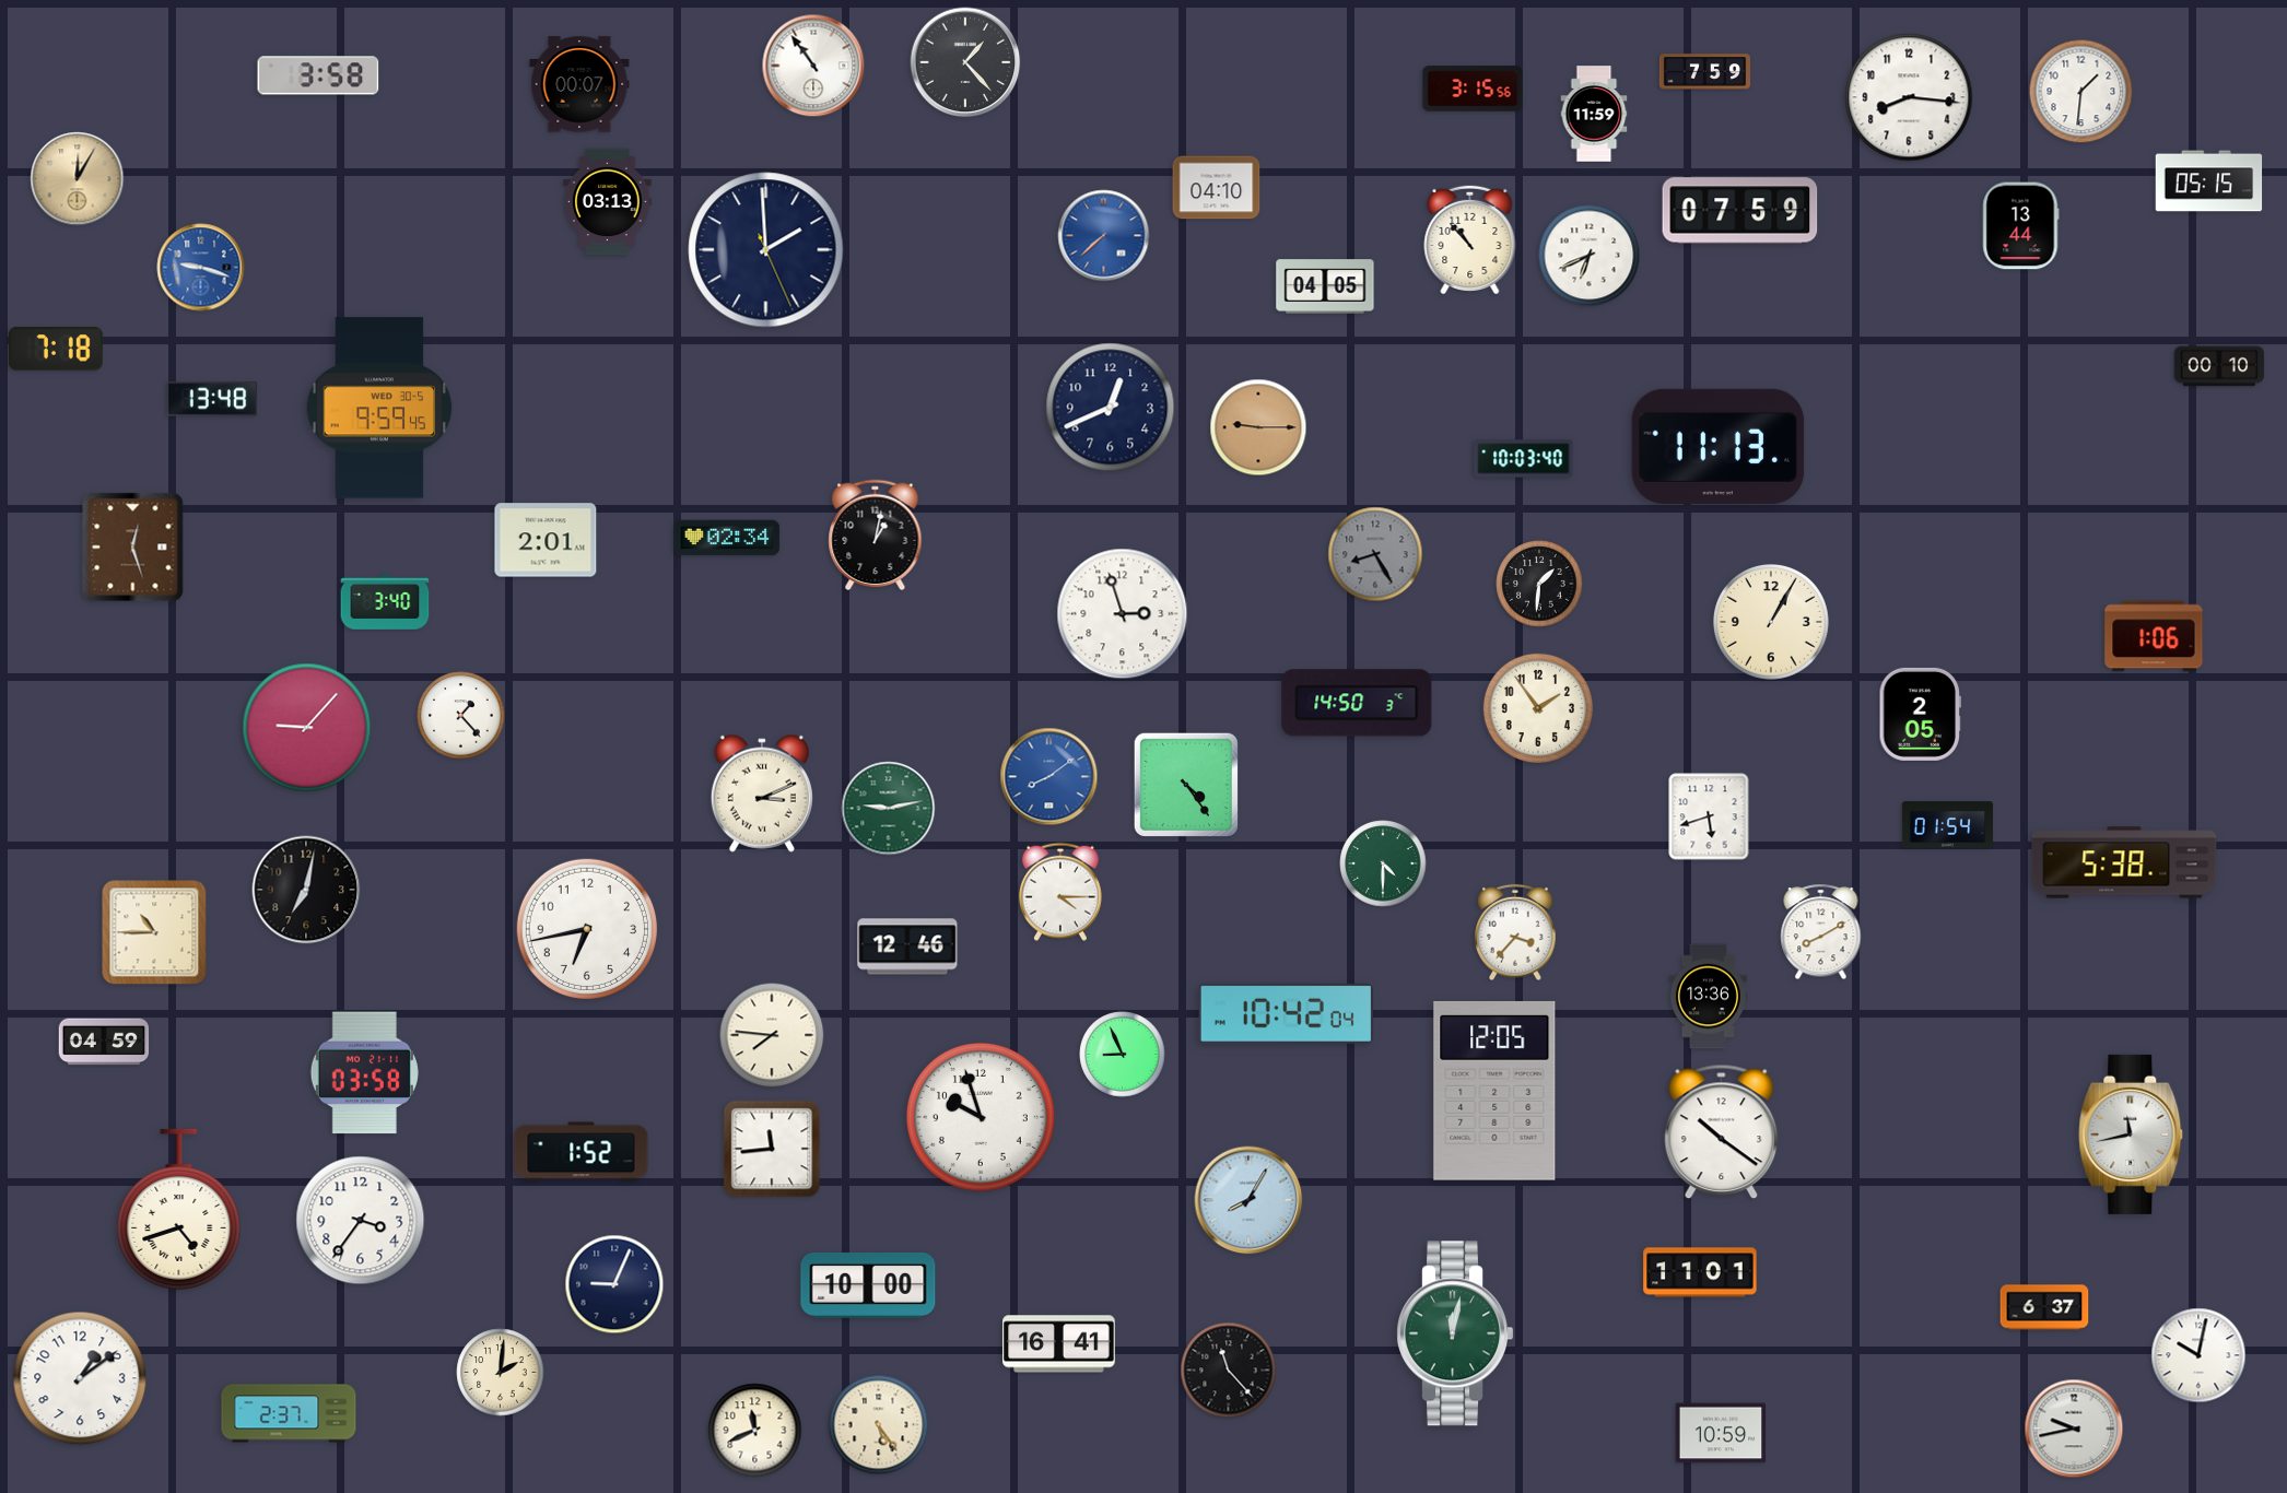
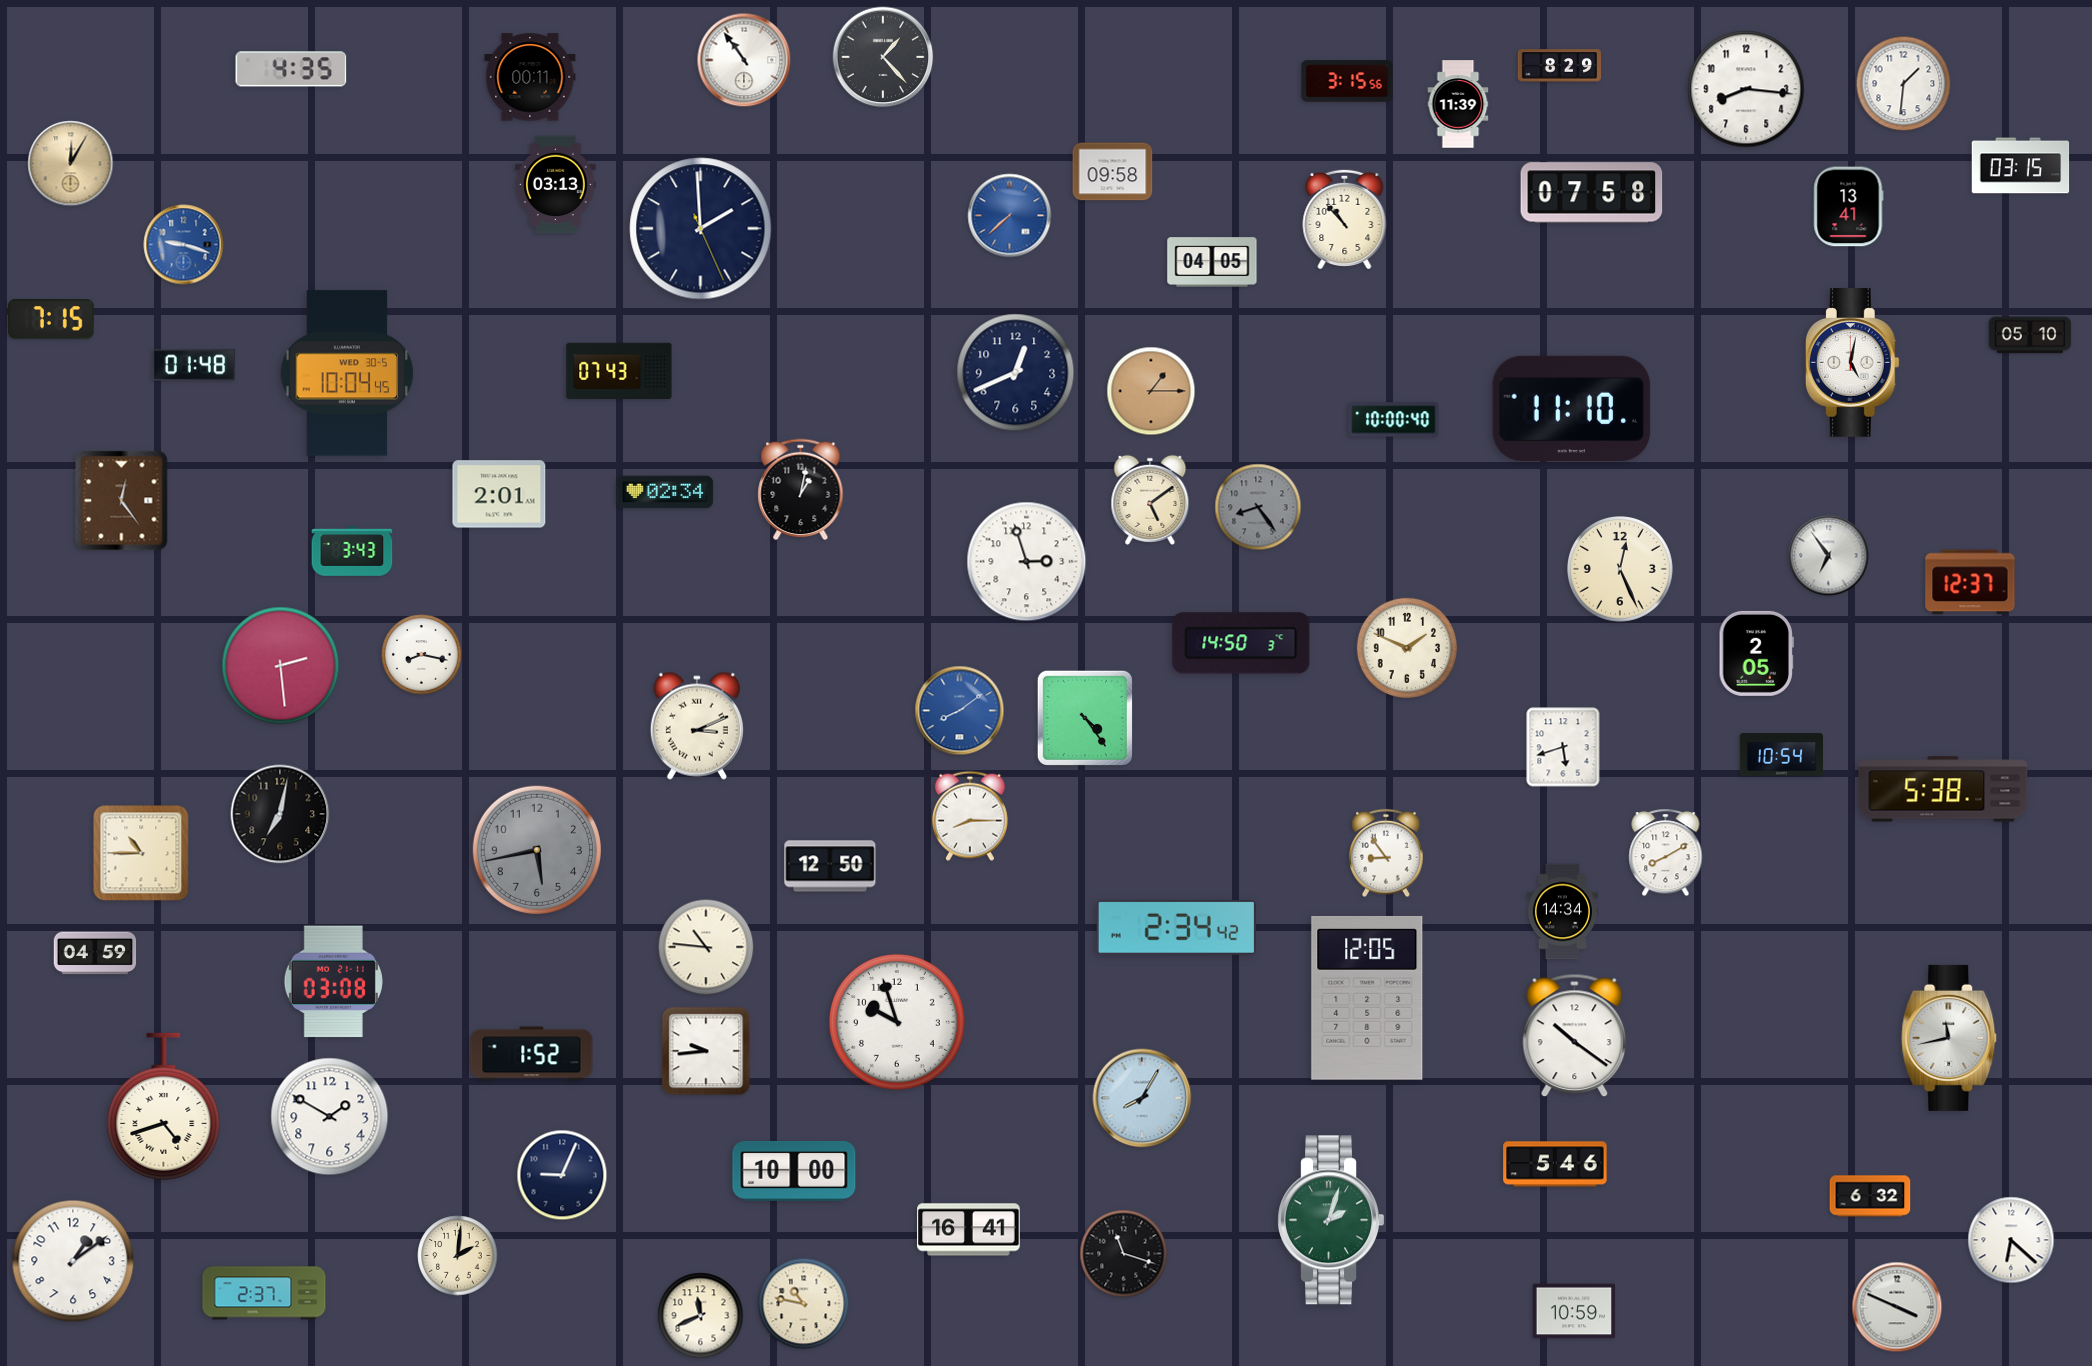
clock at (1704, 72): 7:59 -> 8:29
clock at (318, 75): 3:58 -> 4:35
clock at (579, 84): 00:07 -> 00:11
clock at (1594, 114): 11:59 -> 11:39
clock at (2209, 181): 05:15 -> 03:15
clock at (1217, 188): 04:10 -> 09:58
clock at (1740, 211): 07:59 -> 07:58
clock at (2021, 226): 13:44 -> 13:41
clock at (1590, 256): 6:41 -> none
clock at (56, 349): 7:18 -> 7:15
clock at (2219, 366): 00:10 -> 05:10
clock at (1852, 363): none -> 5:02
clock at (212, 399): 13:48 -> 01:48
clock at (619, 370): none -> 07:43
clock at (379, 408): 9:59 -> 10:04
clock at (1258, 427): 9:15 -> 1:15
clock at (1719, 446): 11:13 -> 11:10
clock at (1524, 459): 10:03 -> 10:00
clock at (1150, 500): none -> 5:09
clock at (133, 548): 12:27 -> 12:24
clock at (1375, 554): 8:25 -> 8:24
clock at (1539, 584): 1:31 -> none
clock at (385, 602): 3:40 -> 3:43
clock at (1829, 556): none -> 6:54
clock at (1771, 622): 1:05 -> 12:26
clock at (2154, 636): 1:06 -> 12:37
clock at (1537, 707): 1:54 -> 1:49
clock at (461, 716): 1:23 -> 8:17
clock at (307, 728): 9:07 -> 2:29
clock at (889, 809): 9:13 -> none
clock at (1947, 825): 01:54 -> 10:54
clock at (1383, 863): 4:30 -> none
clock at (1060, 892): 4:15 -> 8:15
clock at (586, 928): 6:43 -> 5:43
clock at (586, 928) dial: white -> grey
clock at (1515, 932): 3:37 -> 8:54
clock at (907, 947): 12:46 -> 12:50
clock at (1708, 997): 13:36 -> 14:34
clock at (1286, 1013): 10:42 -> 2:34
clock at (772, 1035): 7:46 -> 10:46
clock at (1123, 1055): 8:56 -> none
clock at (364, 1073): 03:58 -> 03:08
clock at (772, 1149): 11:44 -> 9:44
clock at (361, 1221): 3:36 -> 1:50
clock at (1700, 1272): 11:01 -> 5:46
clock at (868, 1285) position: (868, 1285) -> (794, 1171)
clock at (2044, 1307): 6:37 -> 6:32
clock at (1455, 1333): 12:02 -> 2:03
clock at (2198, 1355): 10:02 -> 6:22
clock at (1229, 1371): 11:23 -> 11:18
clock at (879, 1425): 5:24 -> 10:47
clock at (2074, 1429): 9:43 -> 3:49
clock at (755, 1431) position: (755, 1431) -> (701, 1316)
